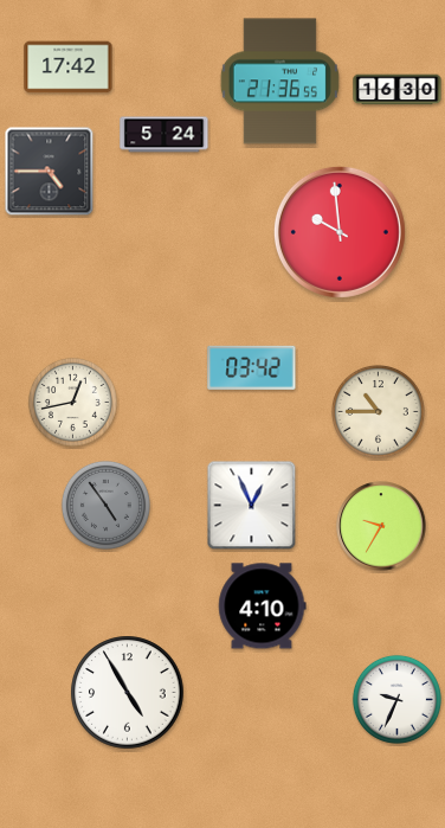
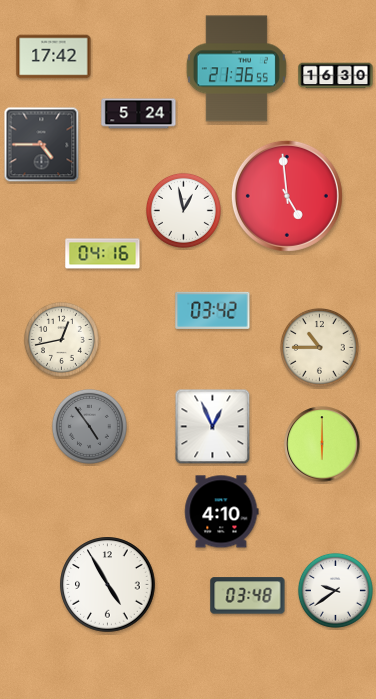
clock at (69, 68) position: (69, 68) -> (54, 57)
clock at (340, 232): 9:59 -> 4:59
clock at (183, 210): none -> 12:58
clock at (103, 254): none -> 04:16
clock at (381, 526): 9:35 -> 6:00
clock at (396, 699): 9:34 -> 9:39
clock at (248, 596): none -> 03:48
